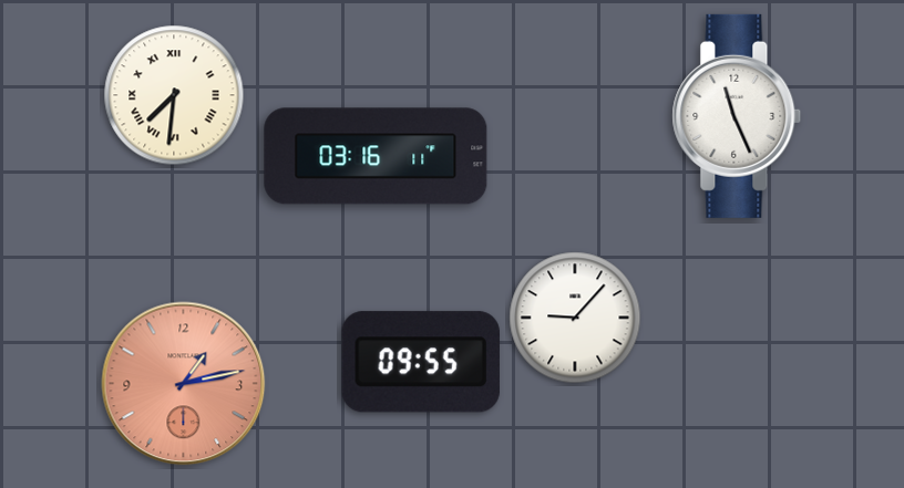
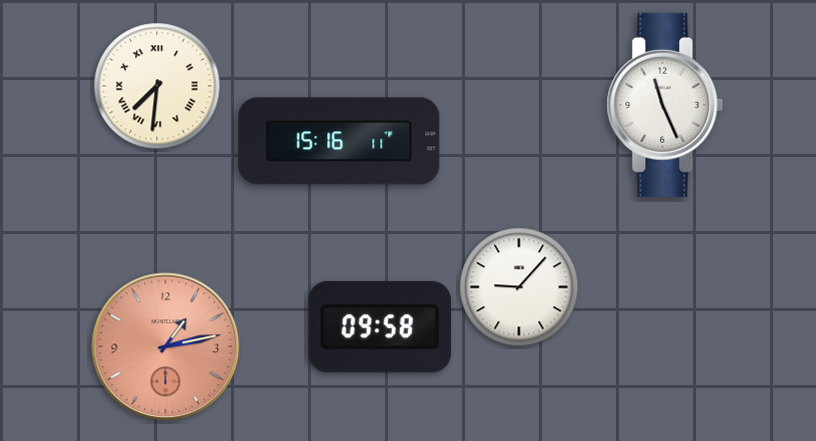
clock at (376, 156): 03:16 -> 15:16
clock at (421, 362): 09:55 -> 09:58
